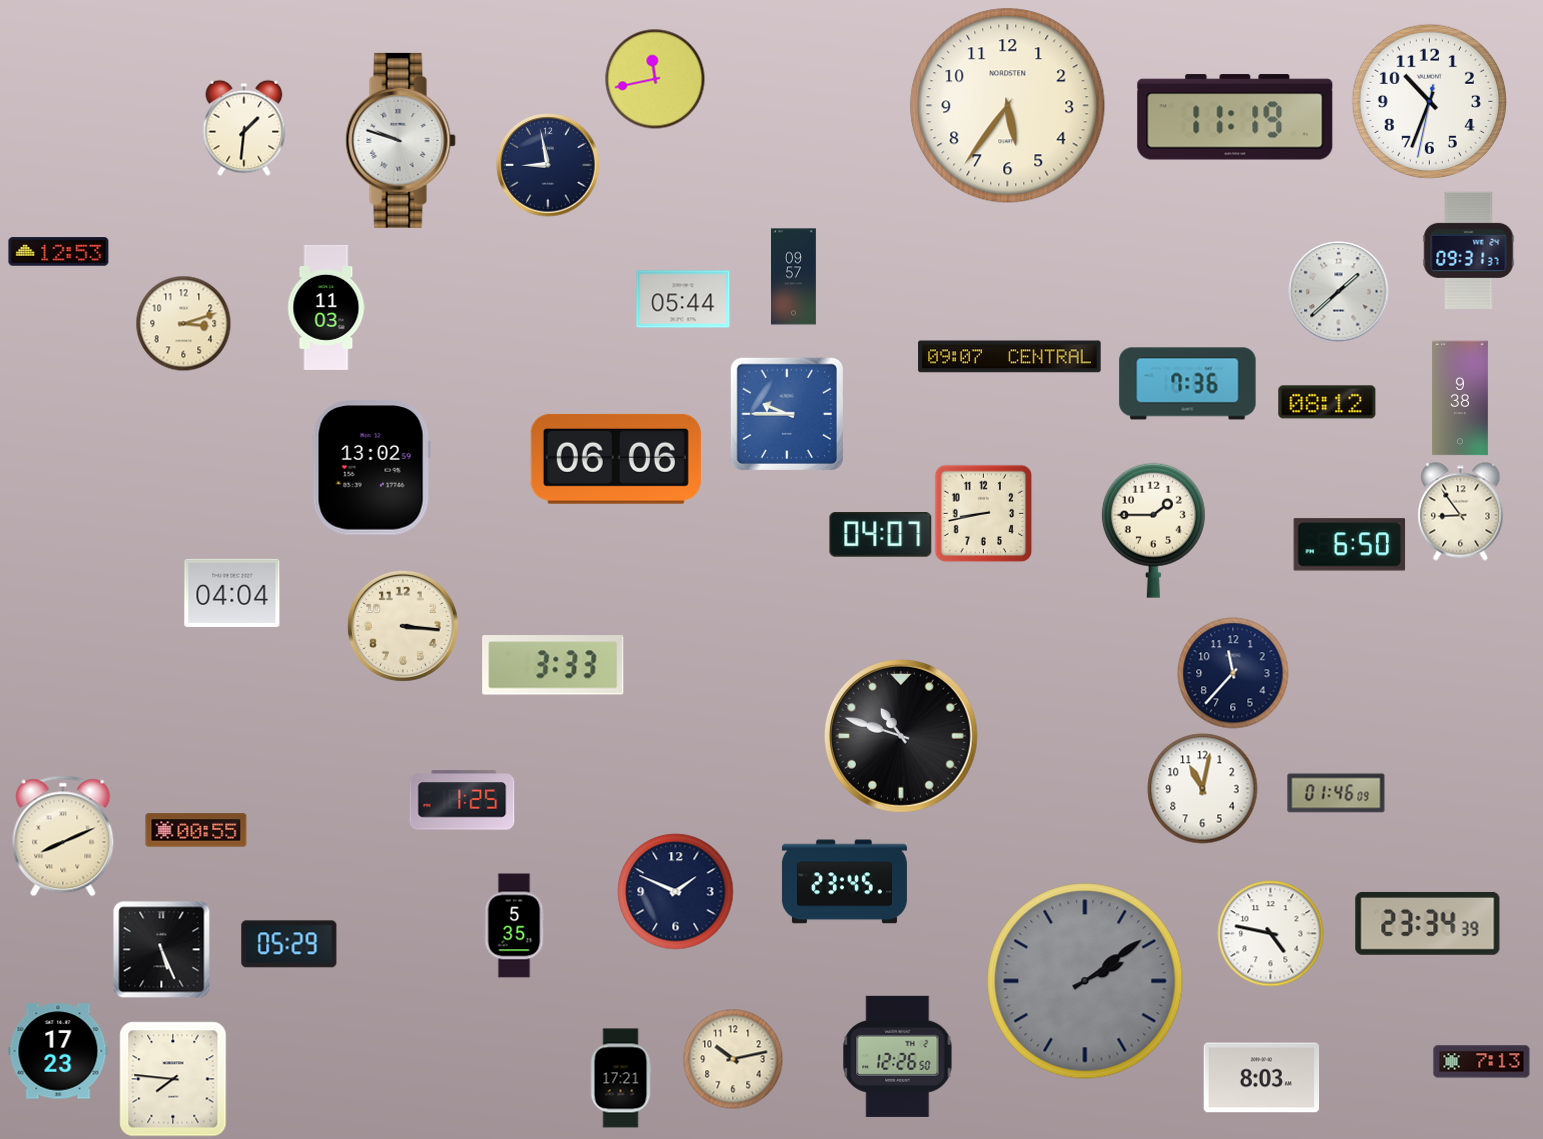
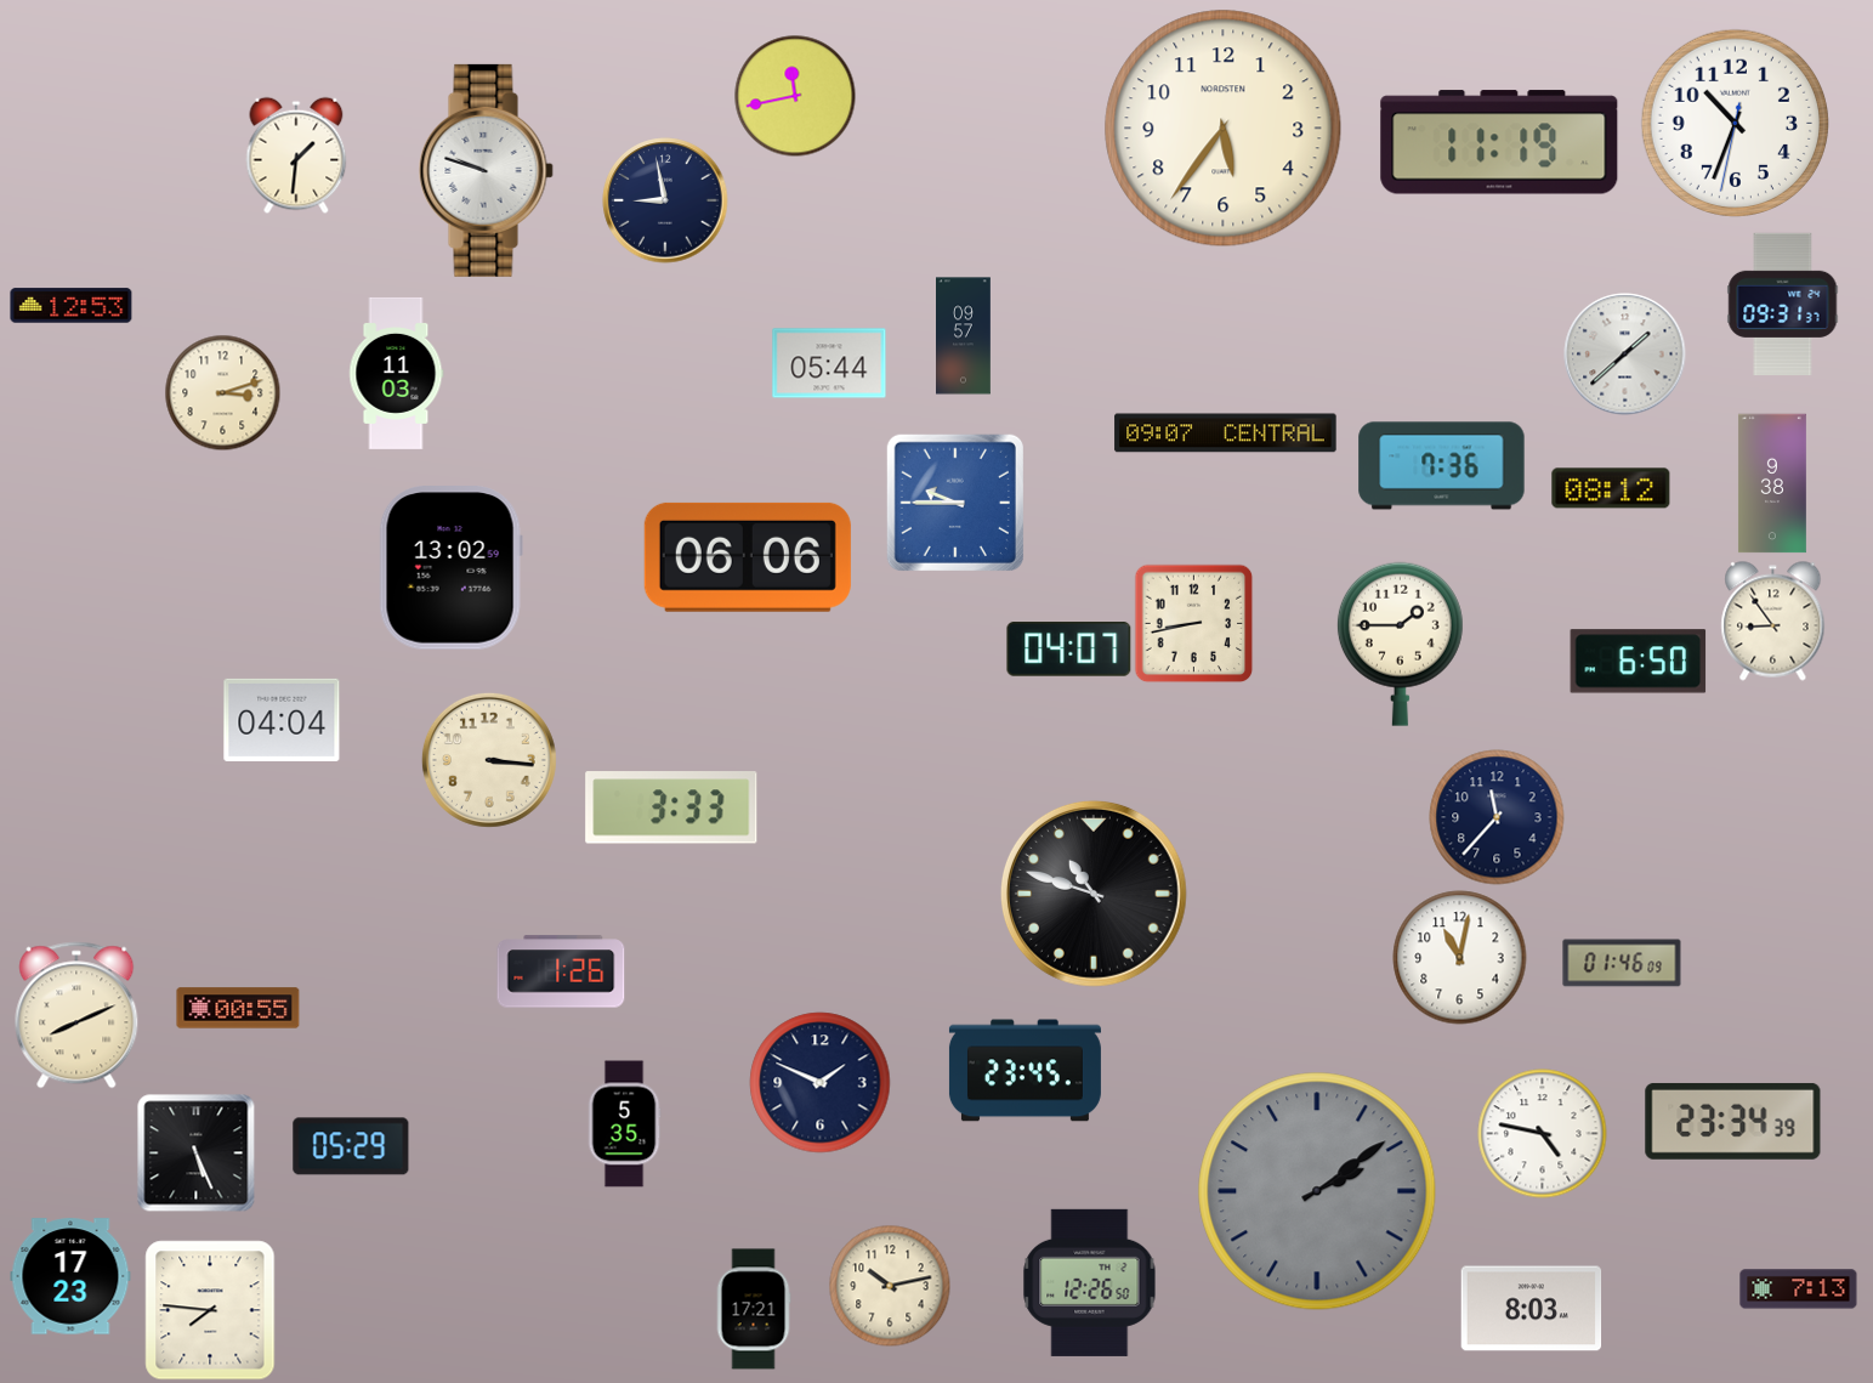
clock at (462, 800): 1:25 -> 1:26
